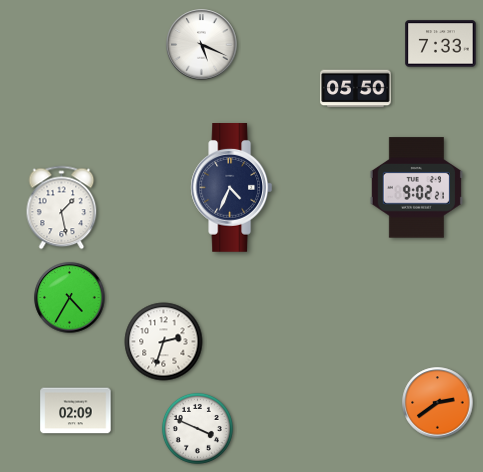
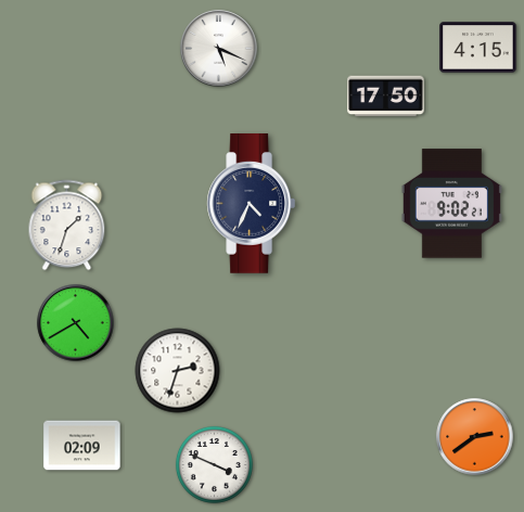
clock at (441, 44): 7:33 -> 4:15
clock at (356, 89): 05:50 -> 17:50
clock at (62, 208): 1:28 -> 1:33
clock at (70, 298): 4:35 -> 4:40
